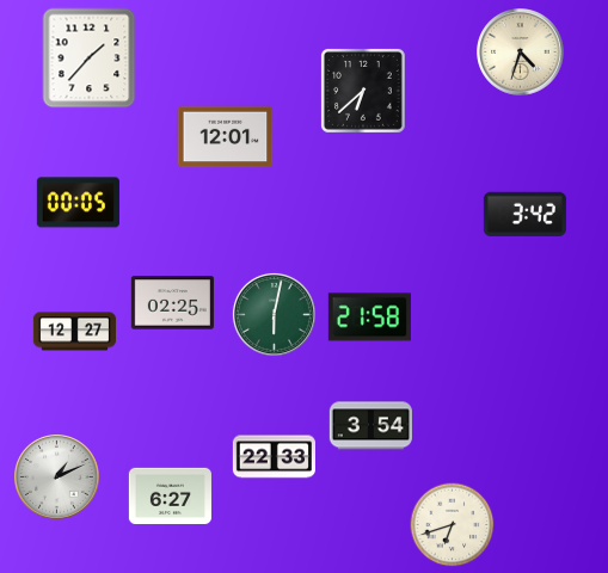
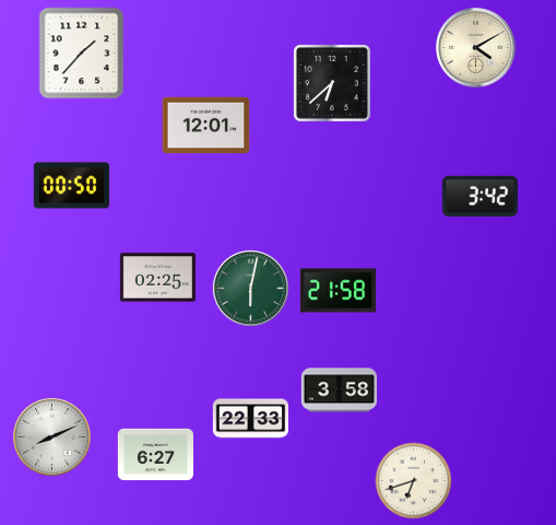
clock at (521, 53): 4:33 -> 4:10
clock at (78, 203): 00:05 -> 00:50
clock at (74, 332): 12:27 -> none
clock at (370, 426): 3:54 -> 3:58
clock at (57, 478): 1:11 -> 8:11
